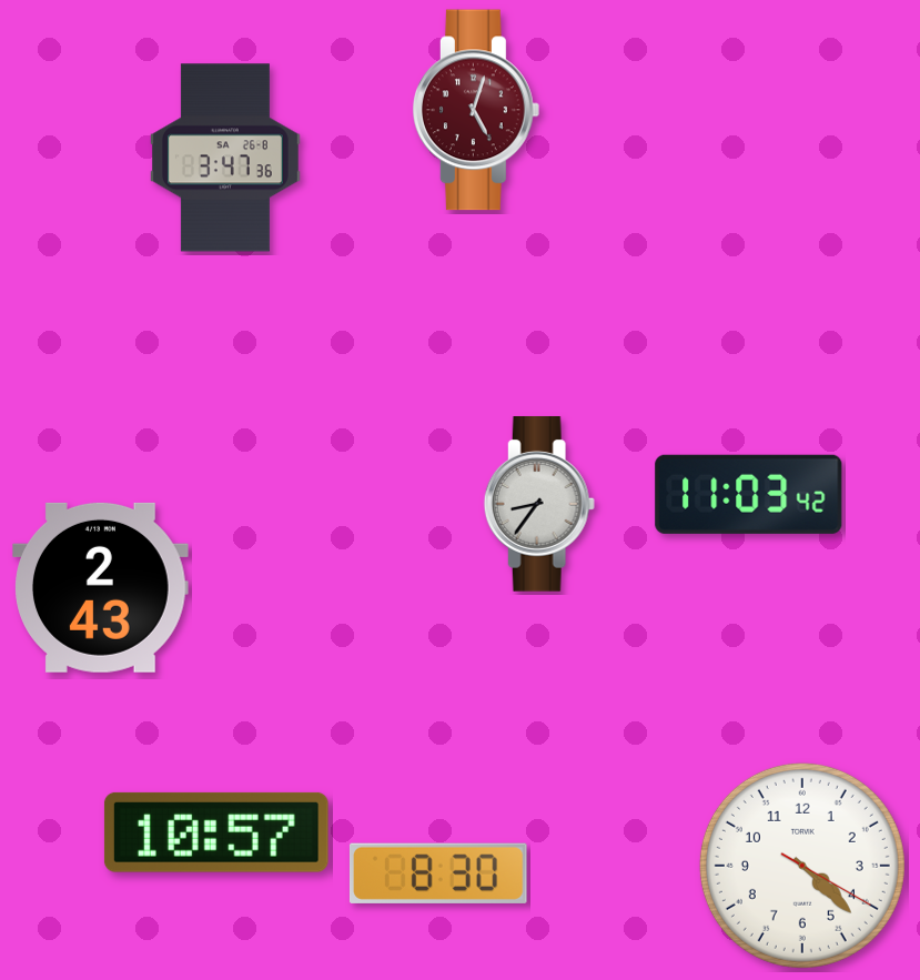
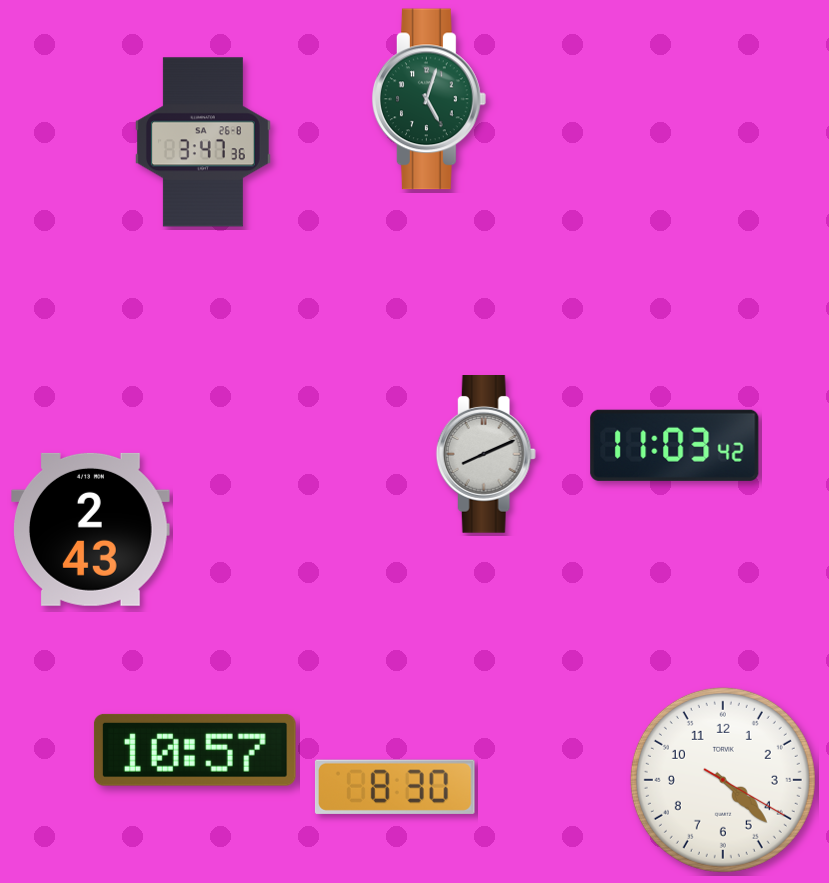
clock at (476, 110) dial: burgundy -> green
clock at (539, 505): 8:36 -> 8:11
